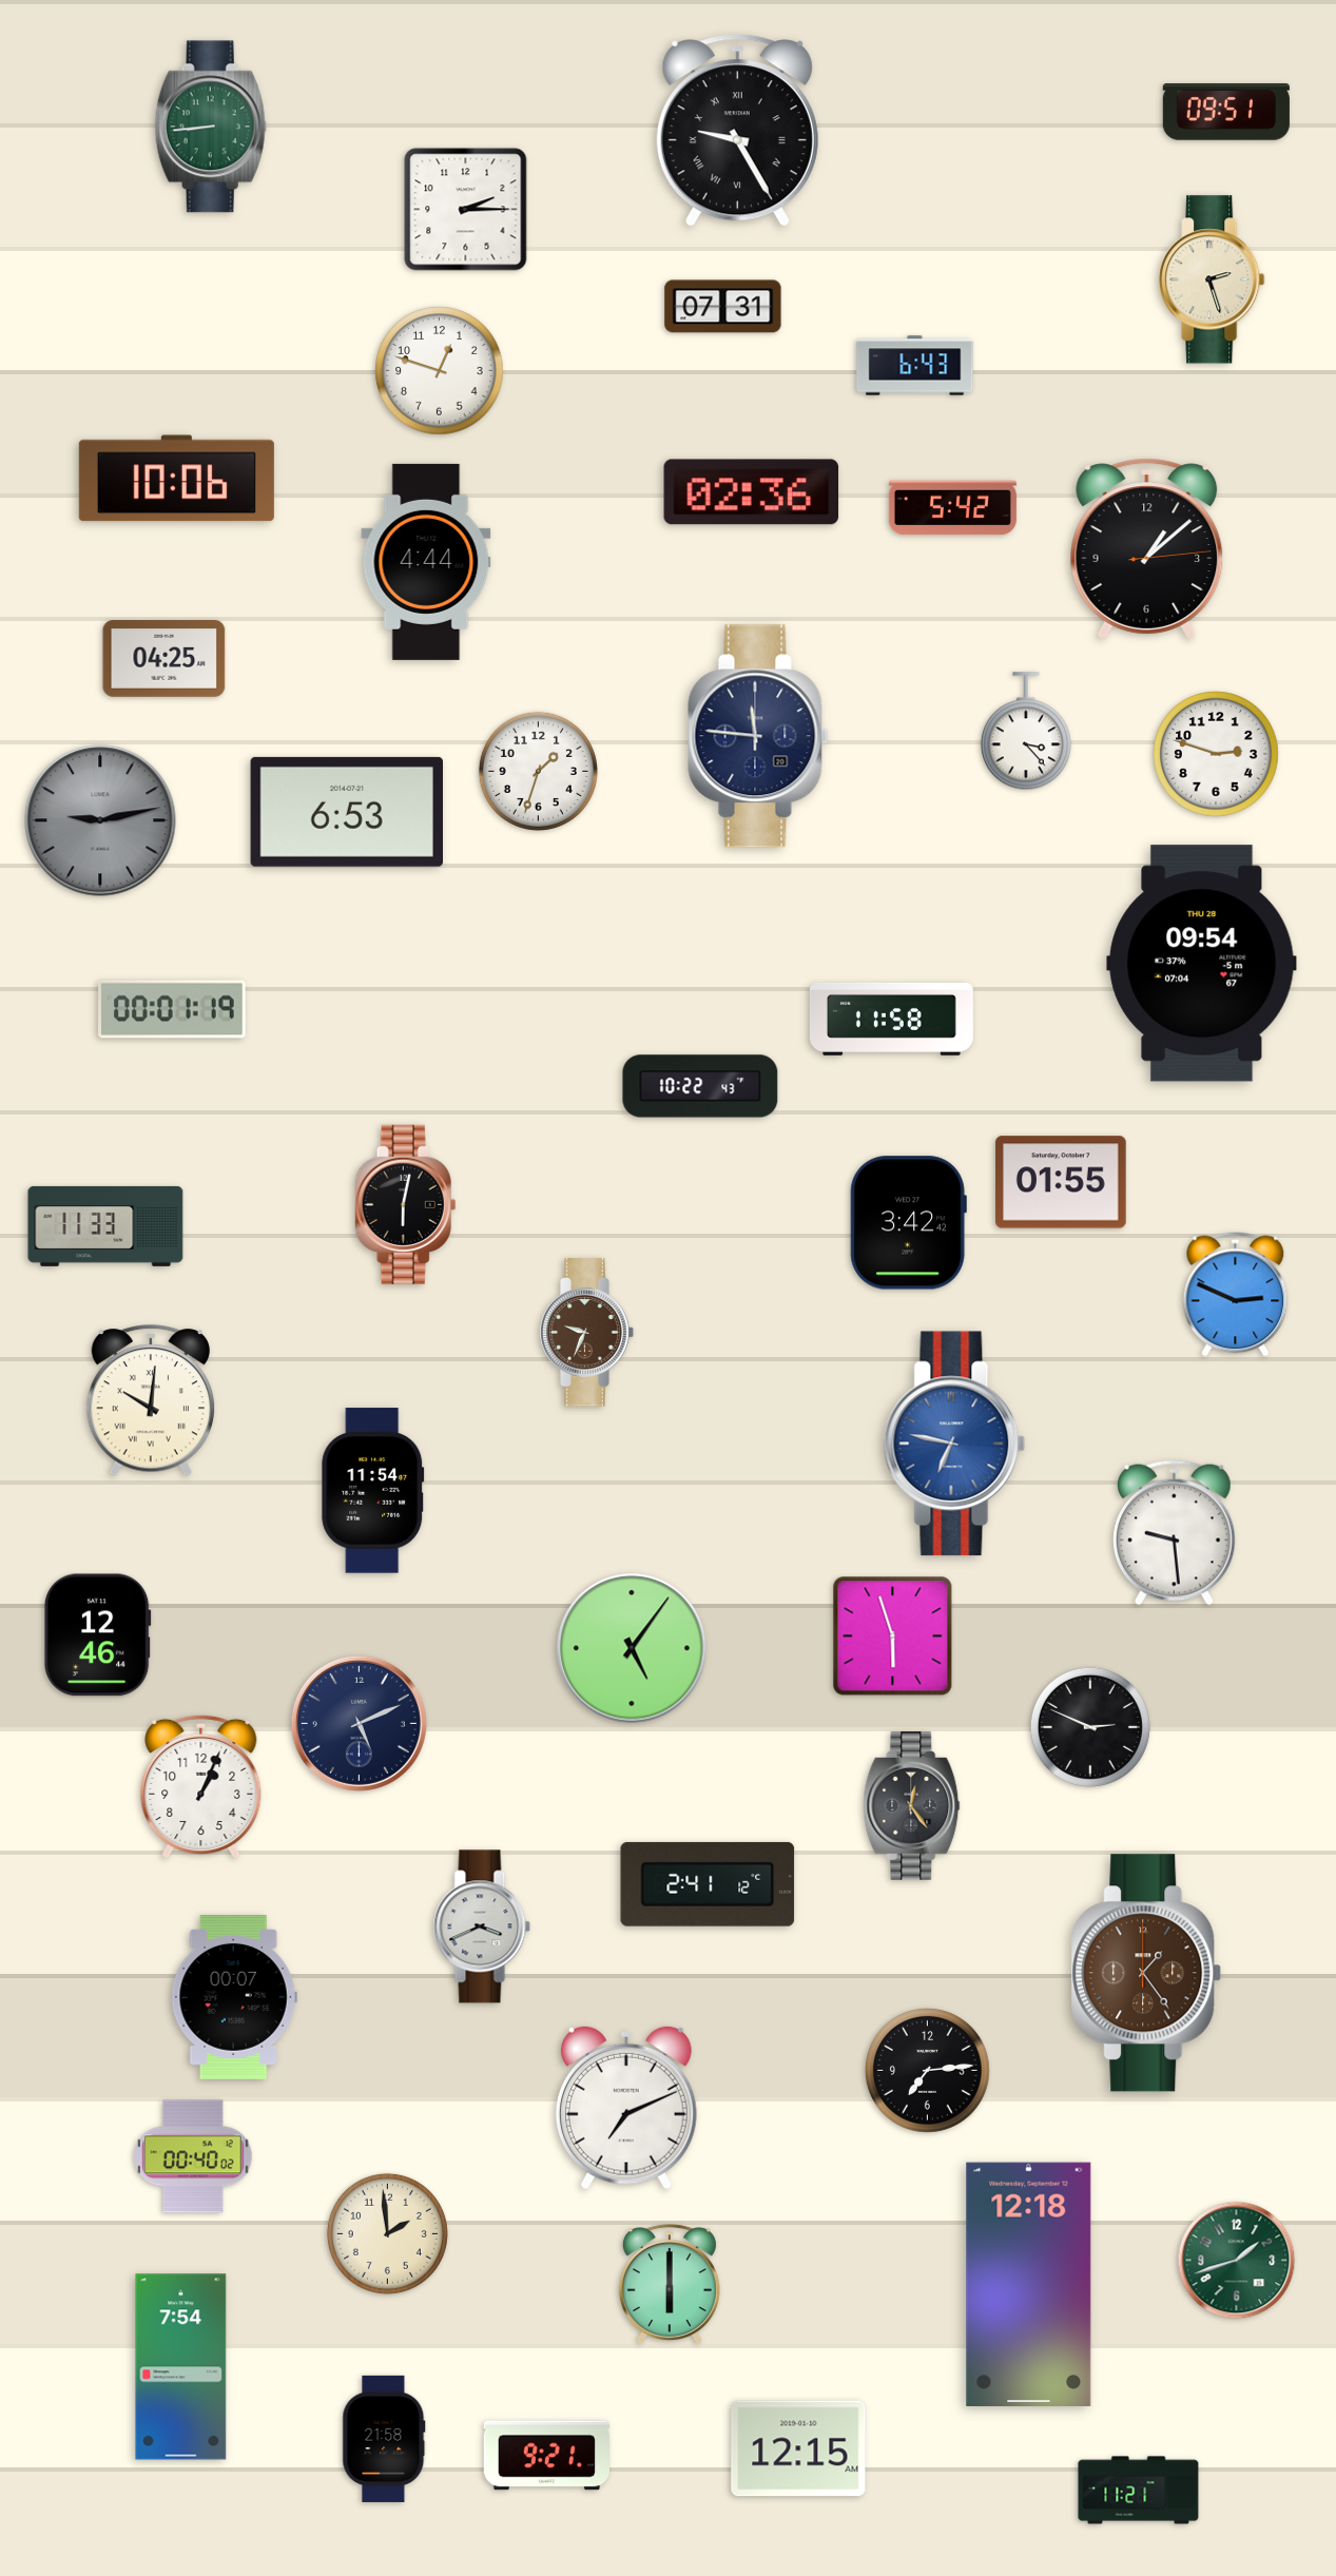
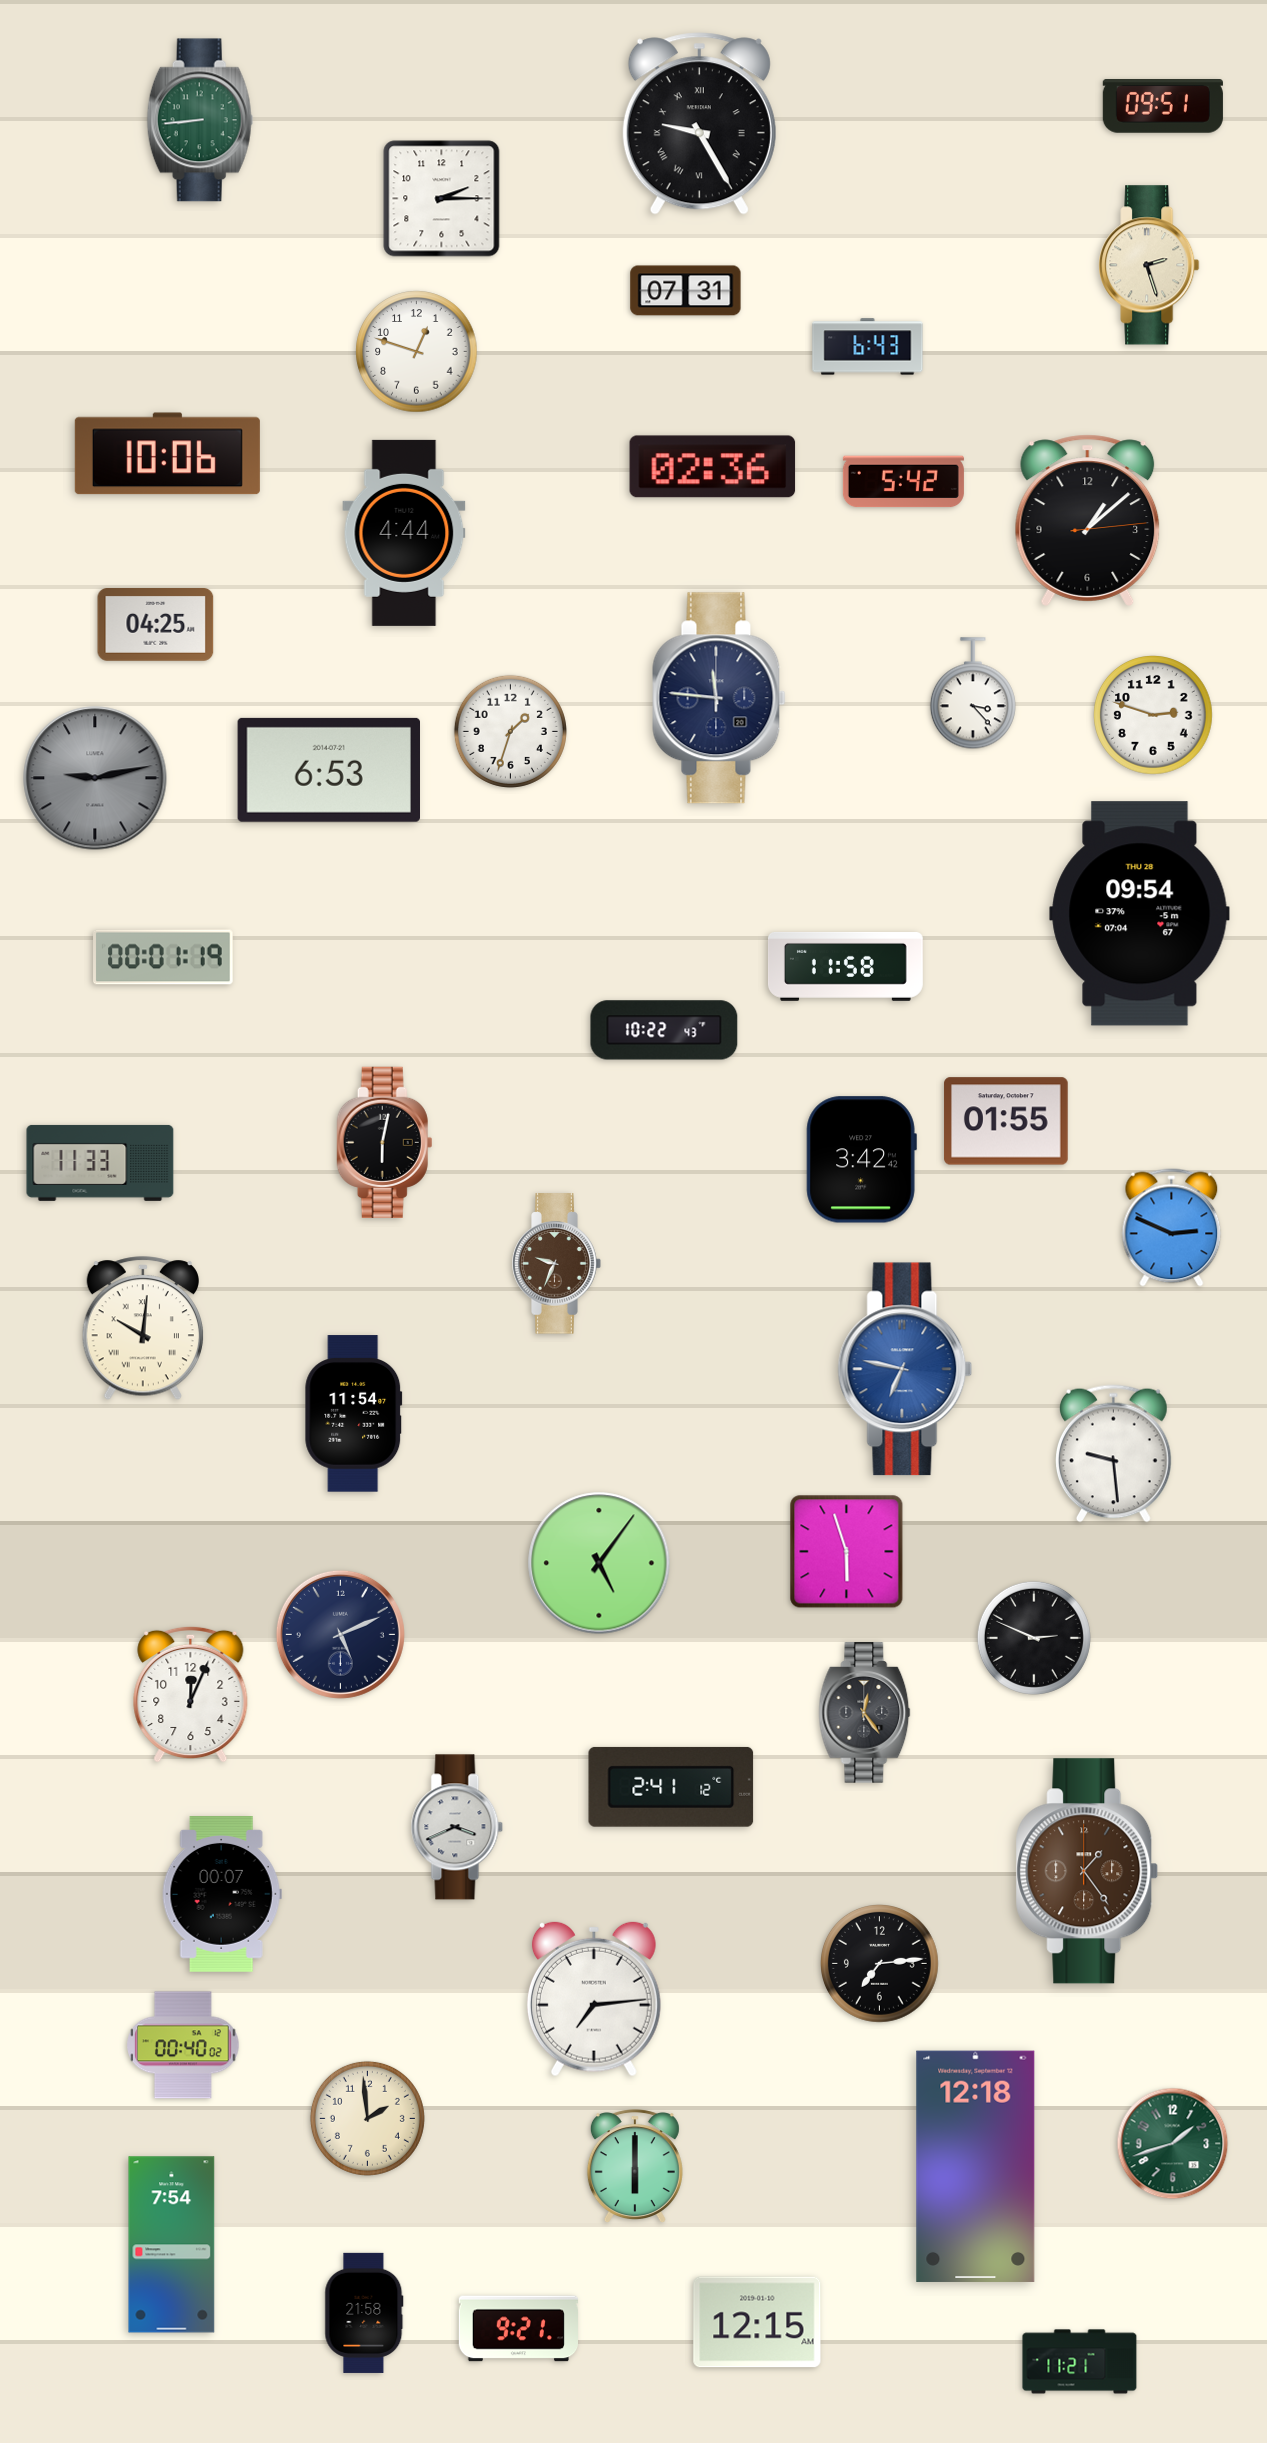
clock at (97, 1635): 12:46 -> none
clock at (201, 1786): 1:04 -> 12:04
clock at (626, 2108): 7:11 -> 7:14
